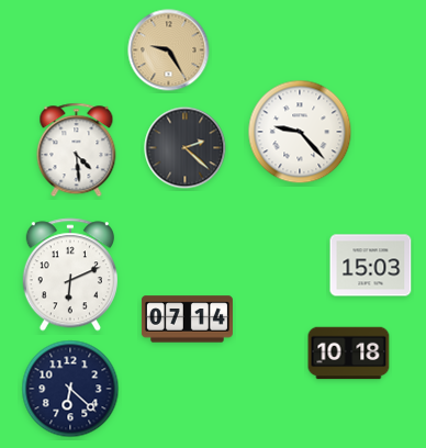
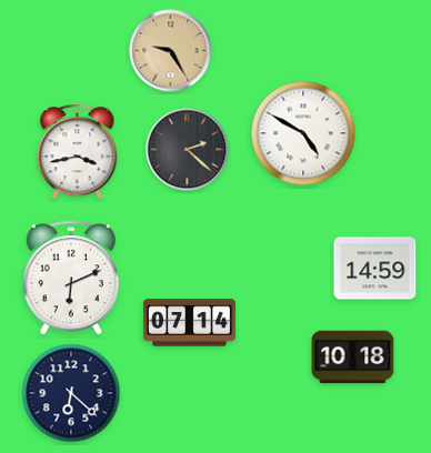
clock at (300, 132): 9:23 -> 4:50
clock at (77, 150): 4:29 -> 3:43
clock at (371, 266): 15:03 -> 14:59
